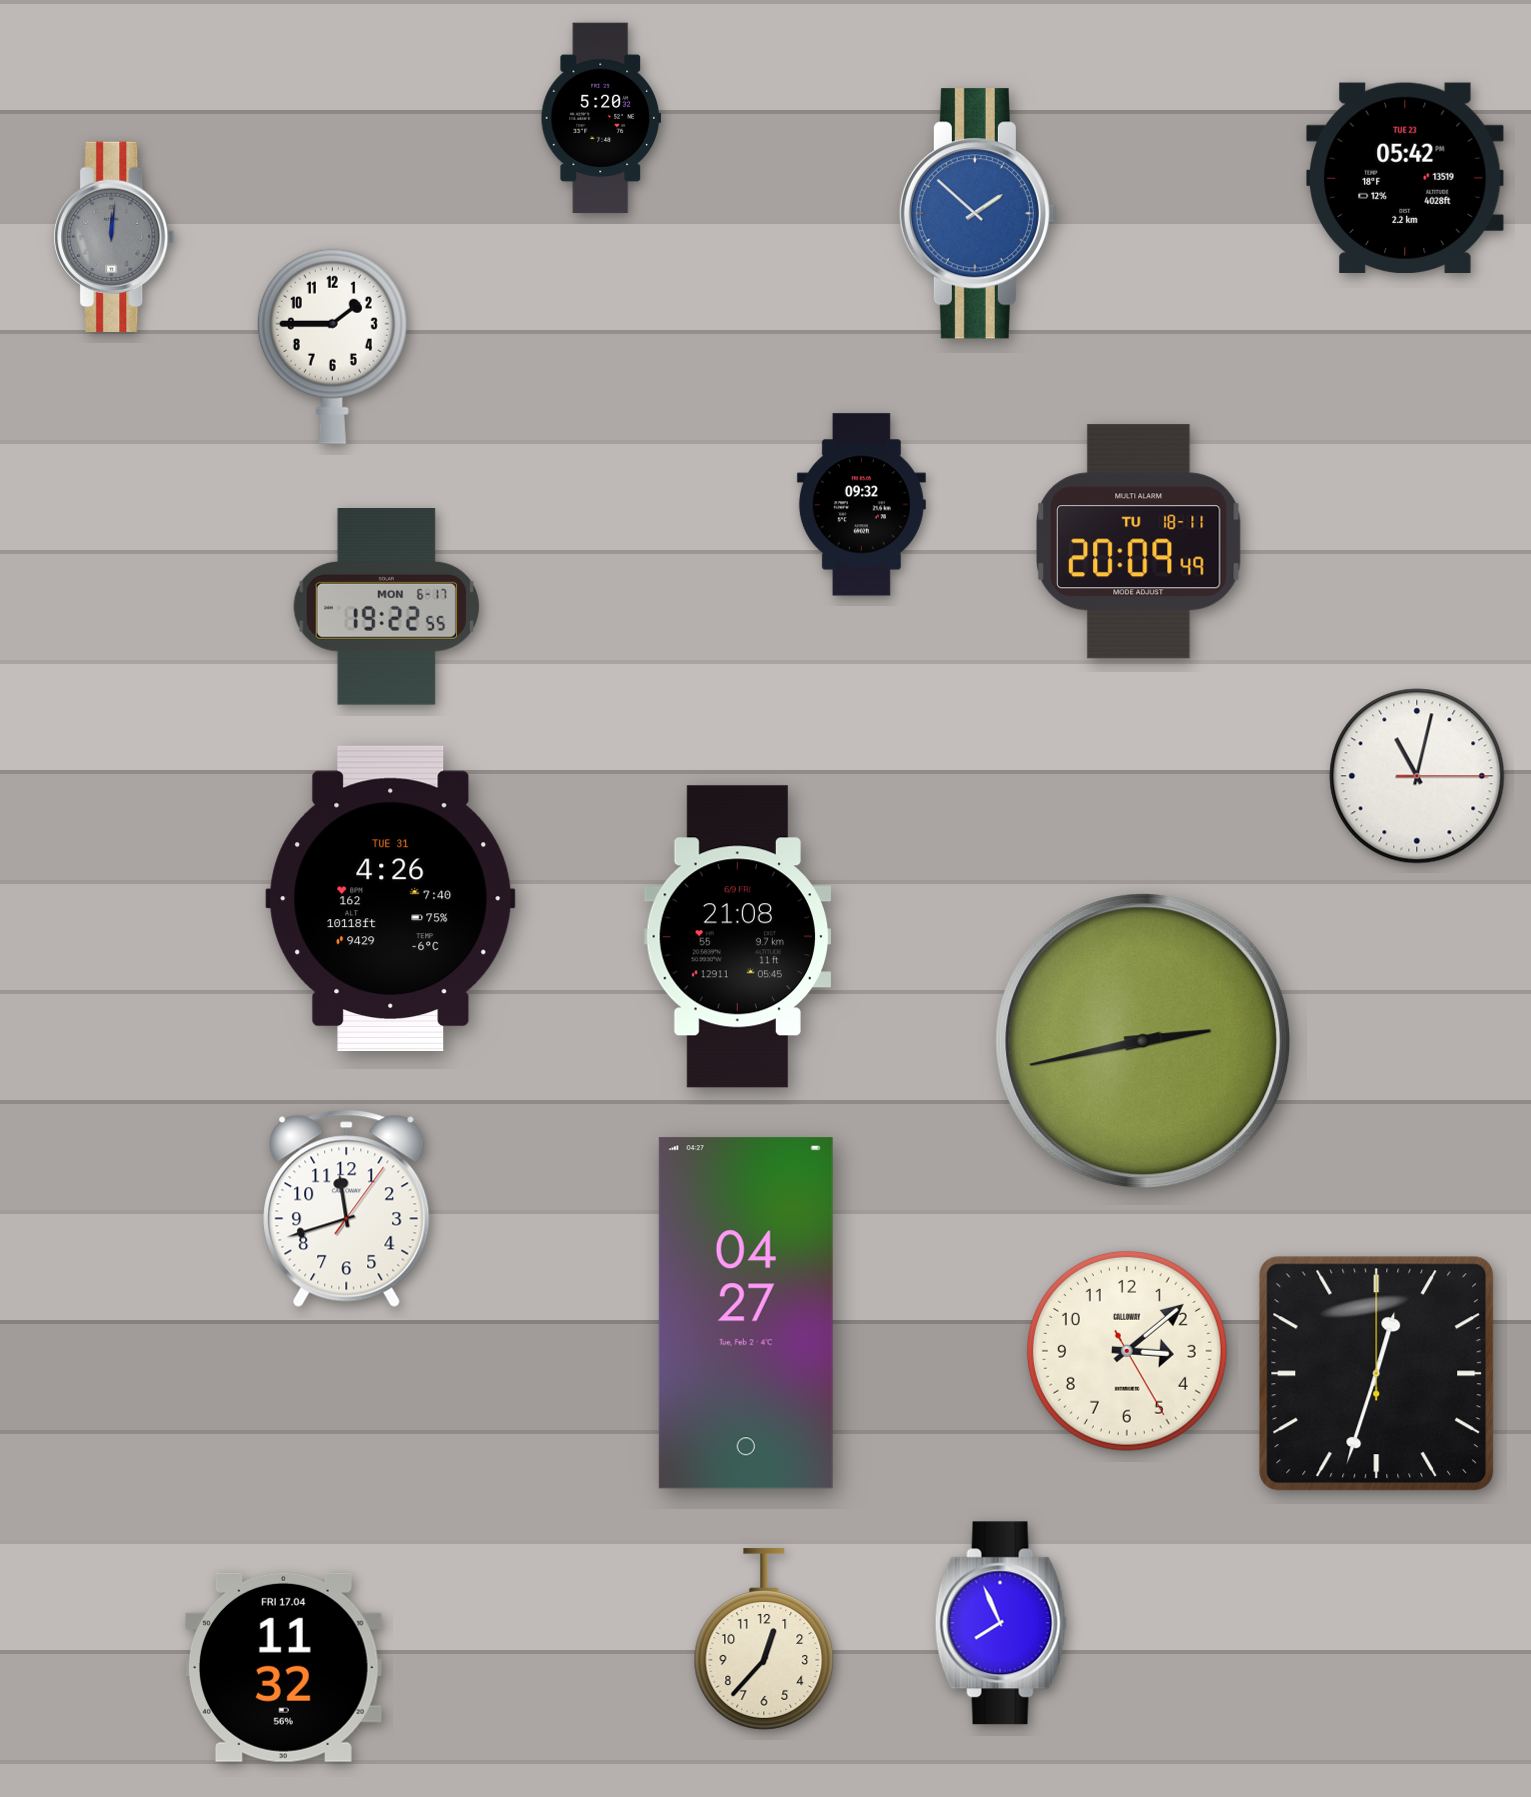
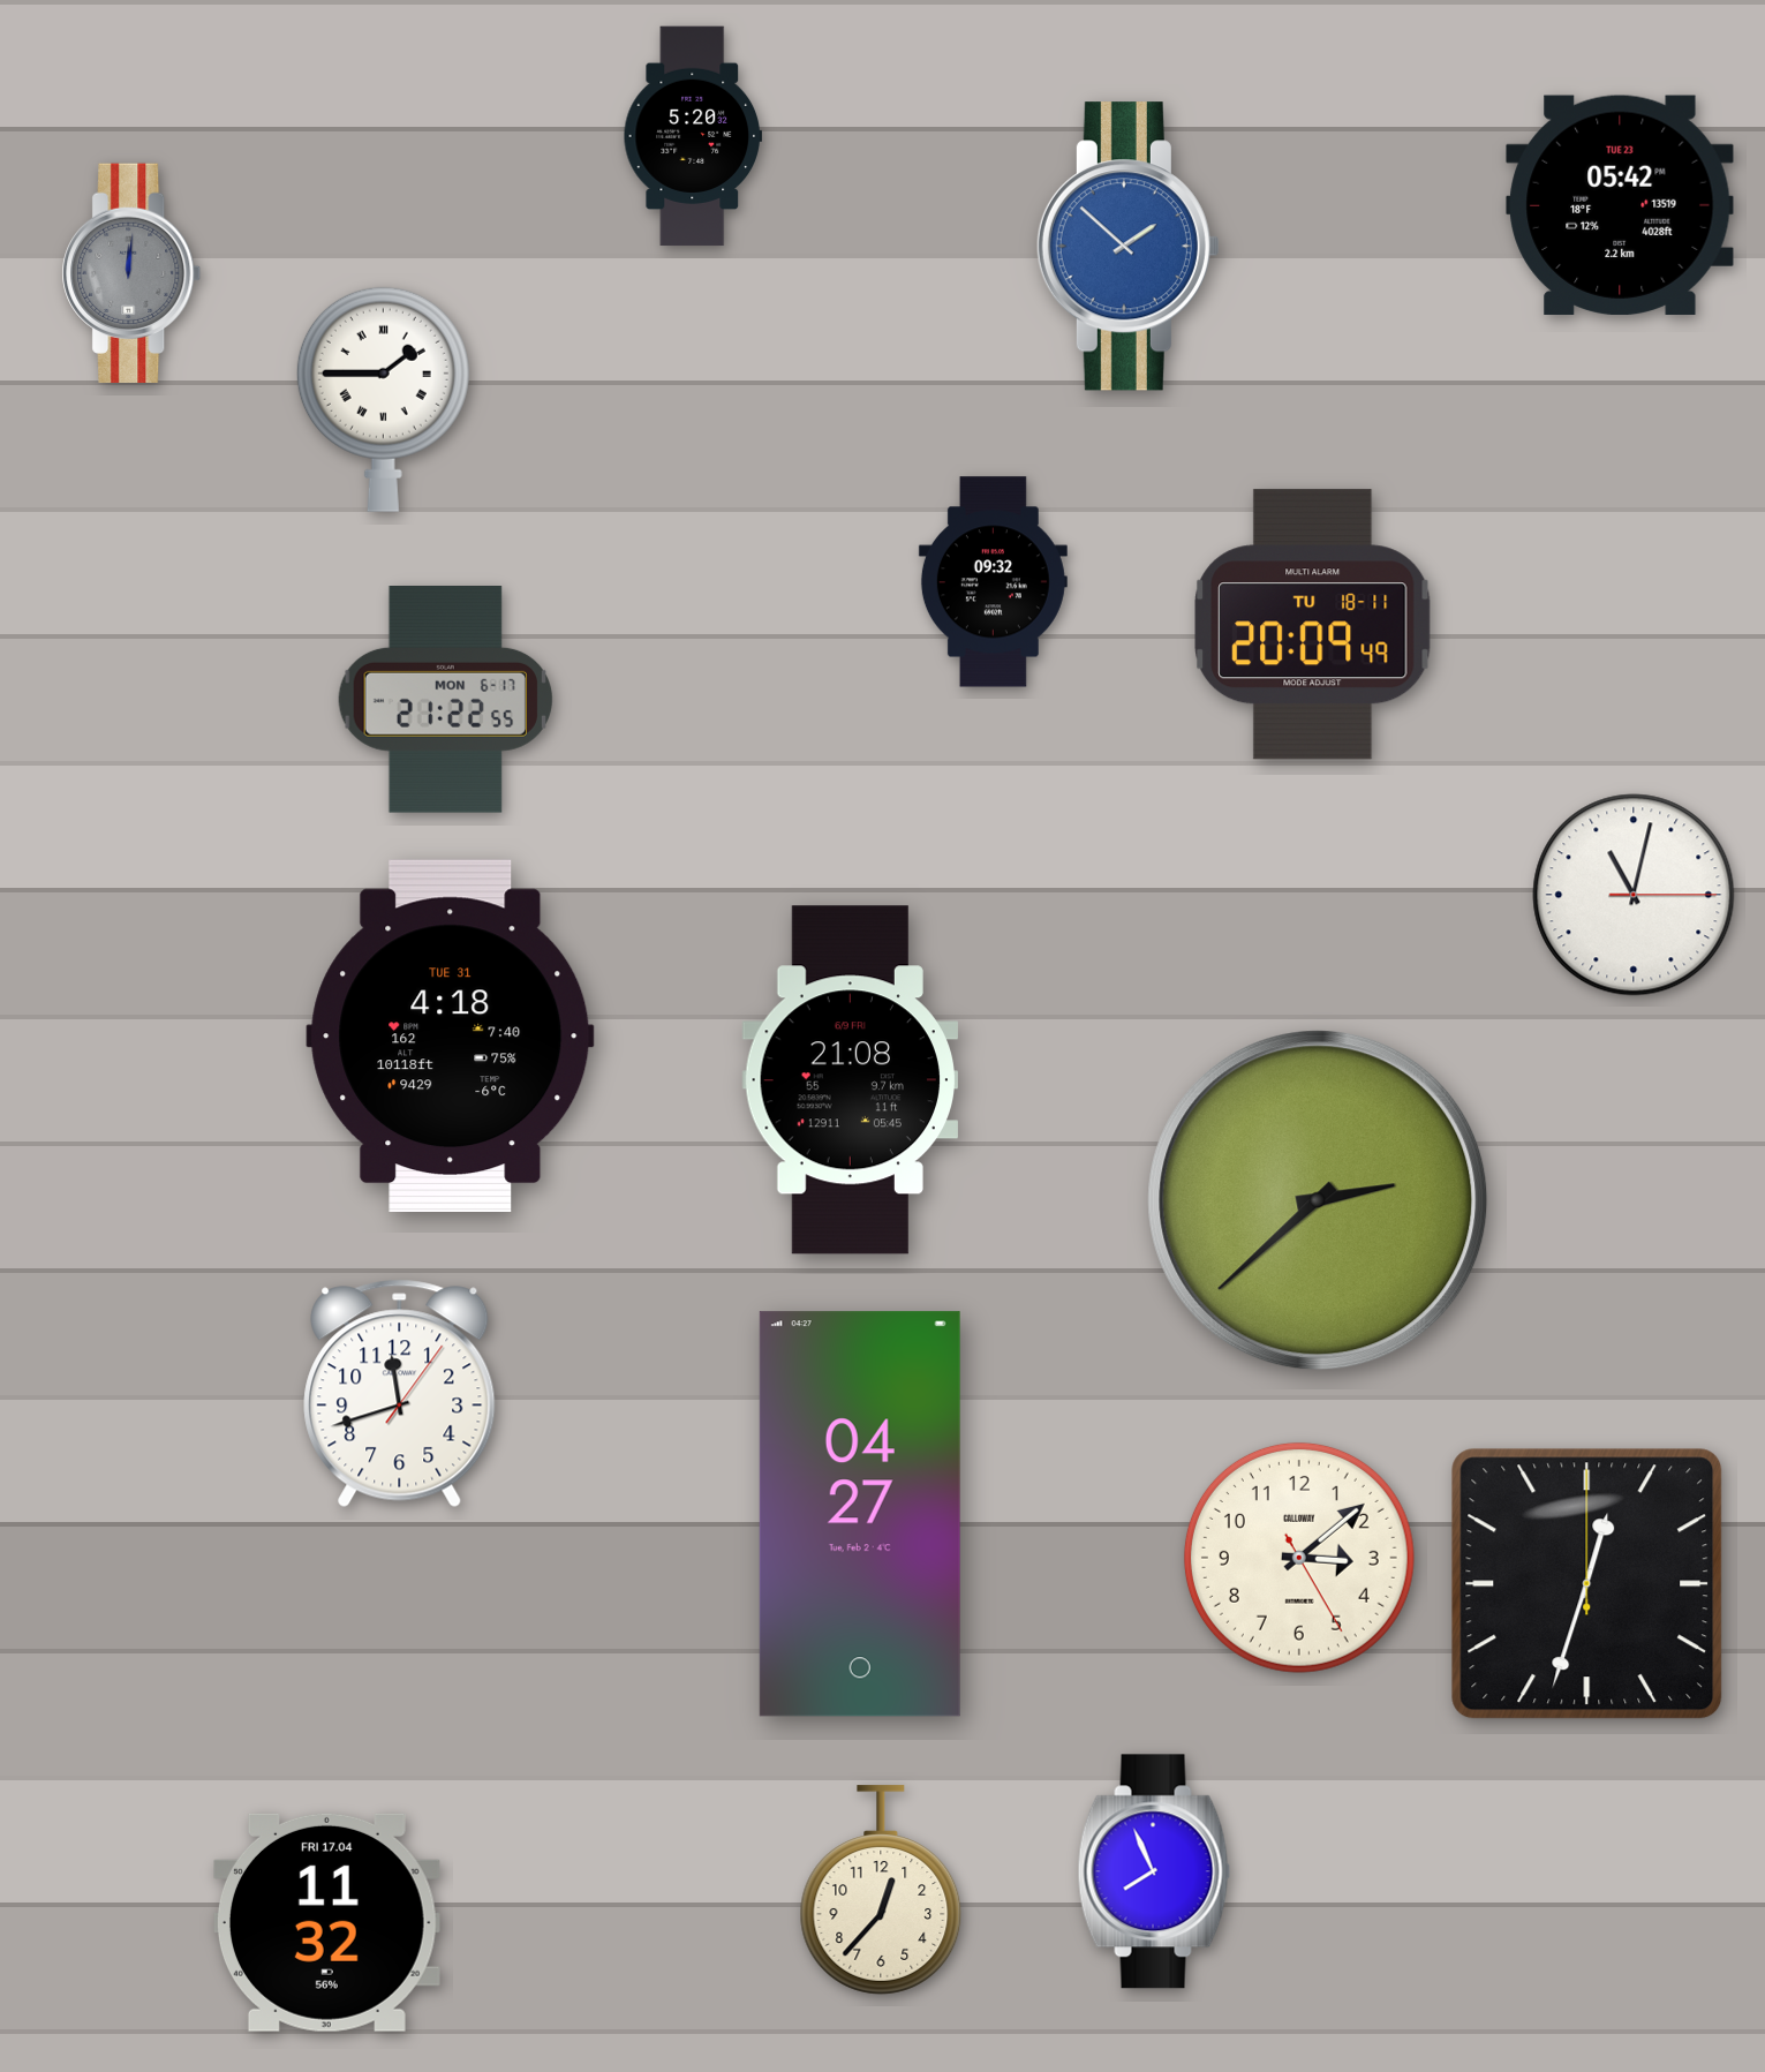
clock at (332, 346) numerals: Arabic -> Roman
clock at (386, 607): 19:22 -> 21:22
clock at (391, 898): 4:26 -> 4:18
clock at (1143, 1041): 2:43 -> 2:38
